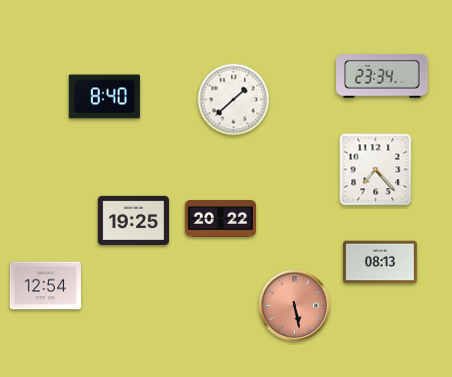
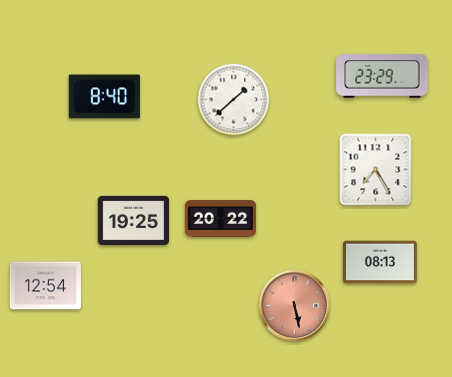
clock at (382, 76): 23:34 -> 23:29
clock at (376, 170): 7:23 -> 7:25
